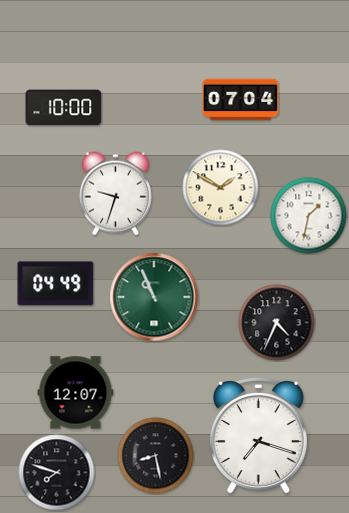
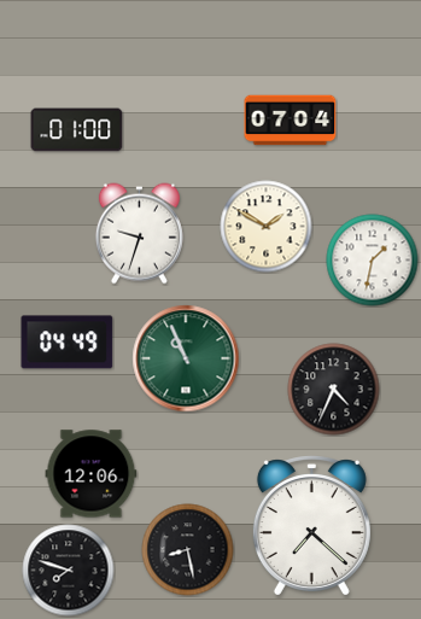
clock at (64, 108): 10:00 -> 01:00
clock at (76, 393): 12:07 -> 12:06
clock at (258, 436): 7:18 -> 7:22
